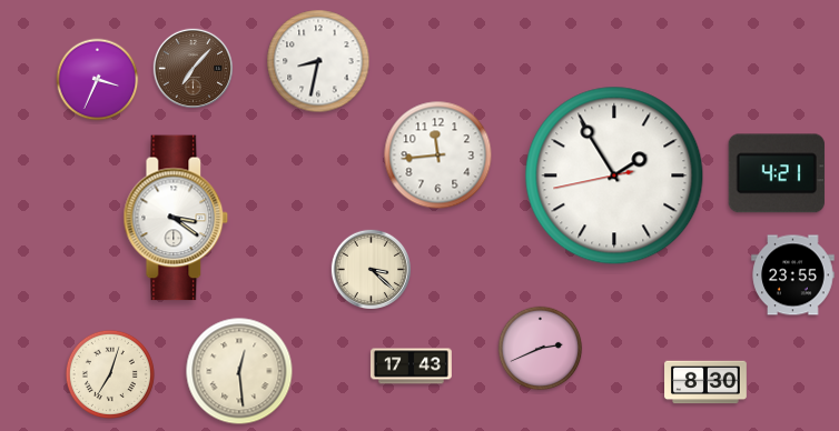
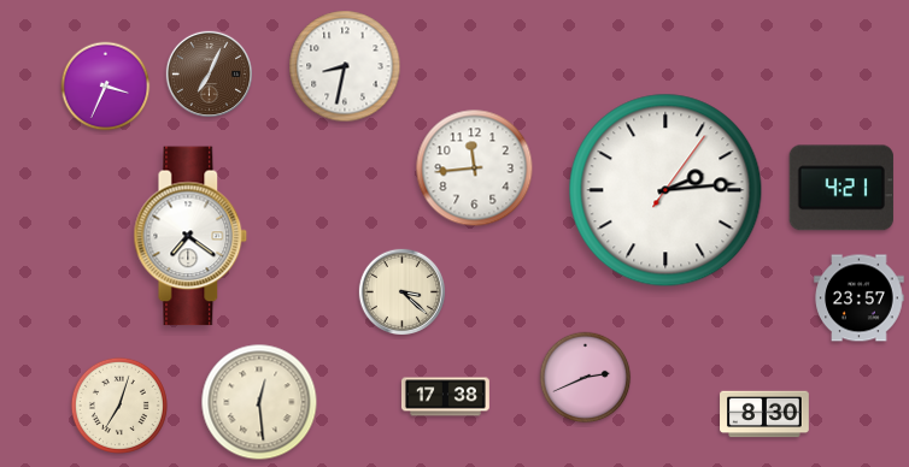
clock at (193, 68): 7:07 -> 7:04
clock at (614, 176): 1:54 -> 2:14
clock at (176, 218): 3:21 -> 7:21
clock at (793, 275): 23:55 -> 23:57
clock at (411, 367): 17:43 -> 17:38
